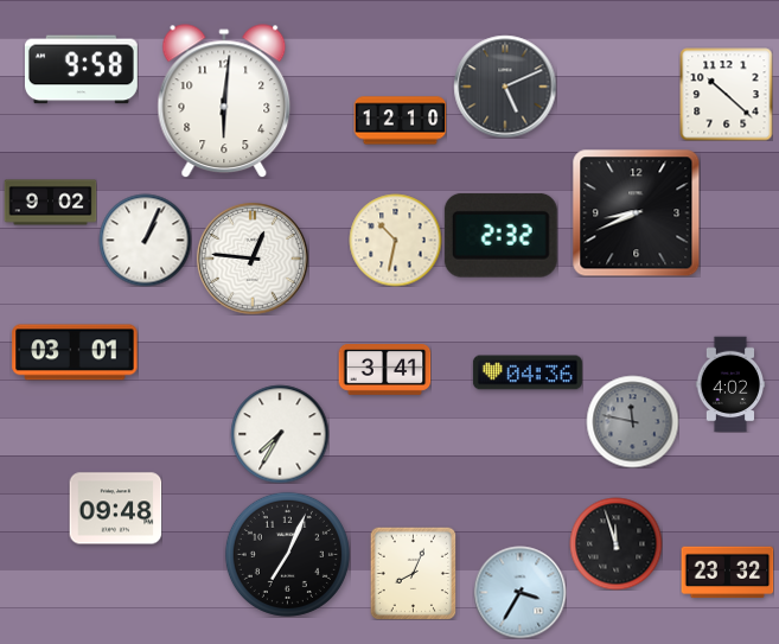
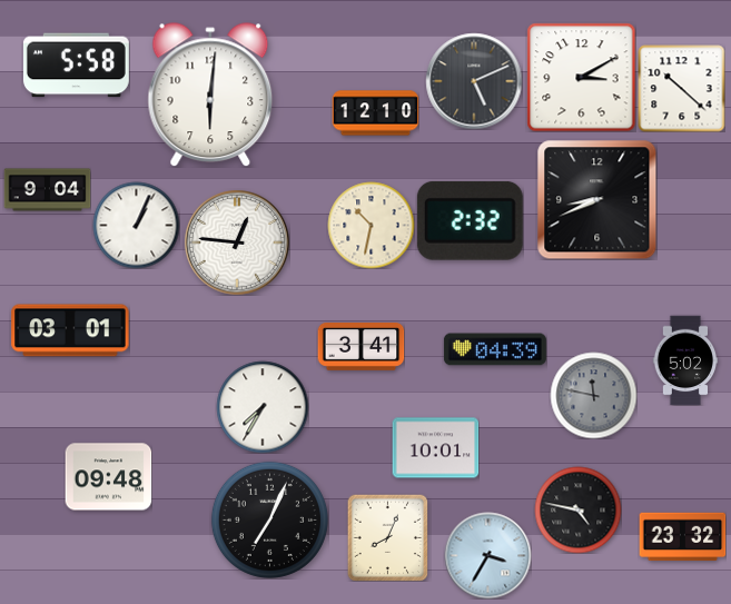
clock at (81, 70): 9:58 -> 5:58
clock at (581, 77): none -> 3:10
clock at (50, 203): 9:02 -> 9:04
clock at (528, 372): 04:36 -> 04:39
clock at (730, 384): 4:02 -> 5:02
clock at (435, 448): none -> 10:01
clock at (615, 543): 11:57 -> 4:47
